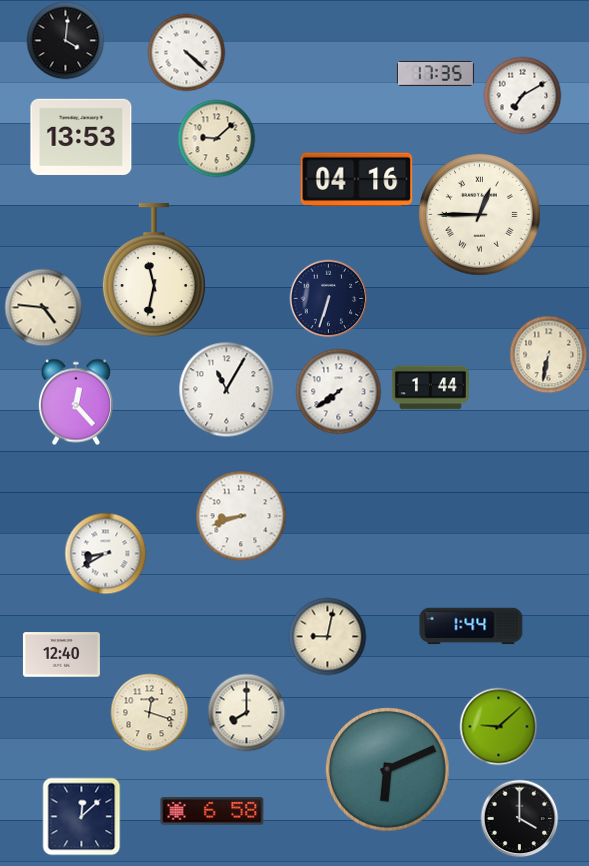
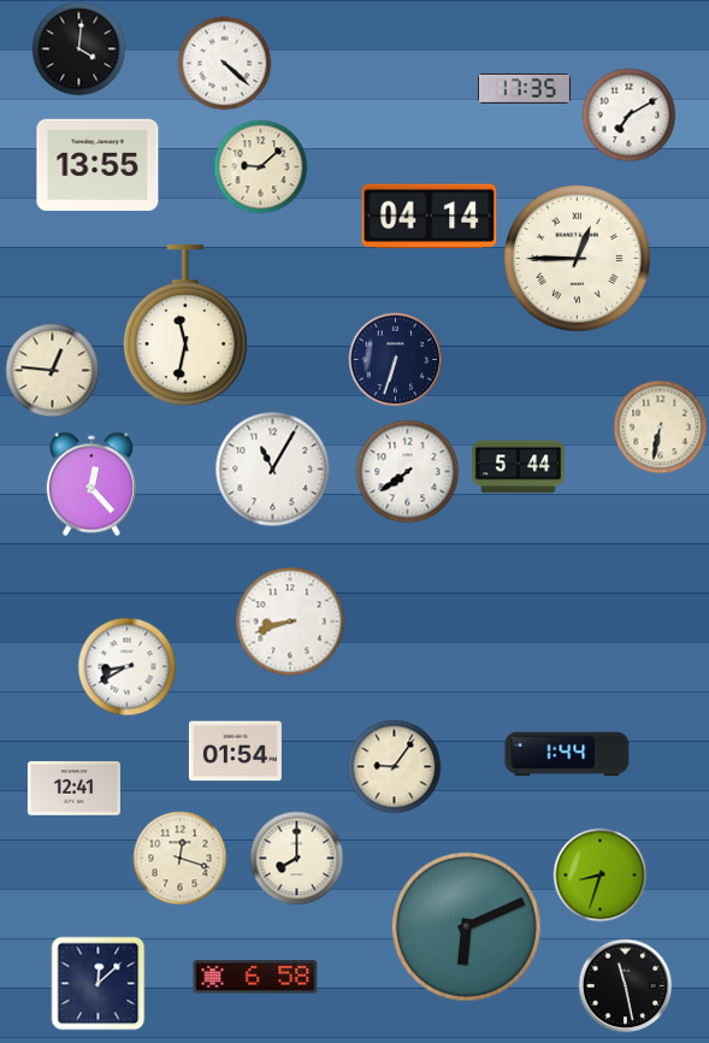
clock at (81, 137): 13:53 -> 13:55
clock at (357, 180): 04:16 -> 04:14
clock at (43, 307): 4:46 -> 12:46
clock at (430, 388): 1:44 -> 5:44
clock at (235, 752): none -> 01:54
clock at (327, 636): 9:02 -> 9:06
clock at (61, 655): 12:40 -> 12:41
clock at (498, 726): 9:08 -> 8:33
clock at (519, 818): 4:00 -> 11:28
